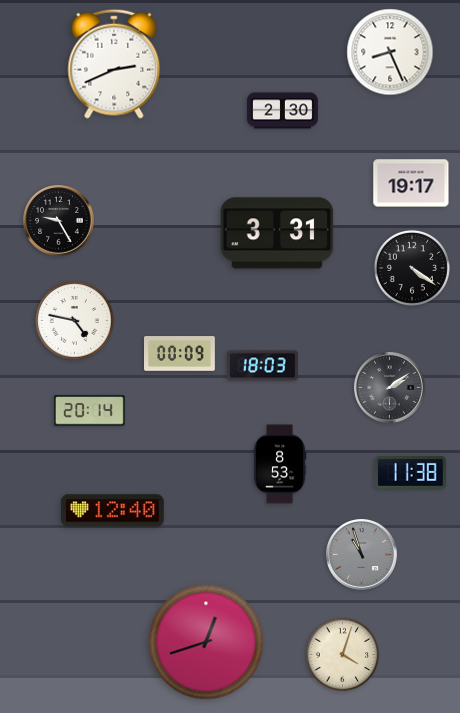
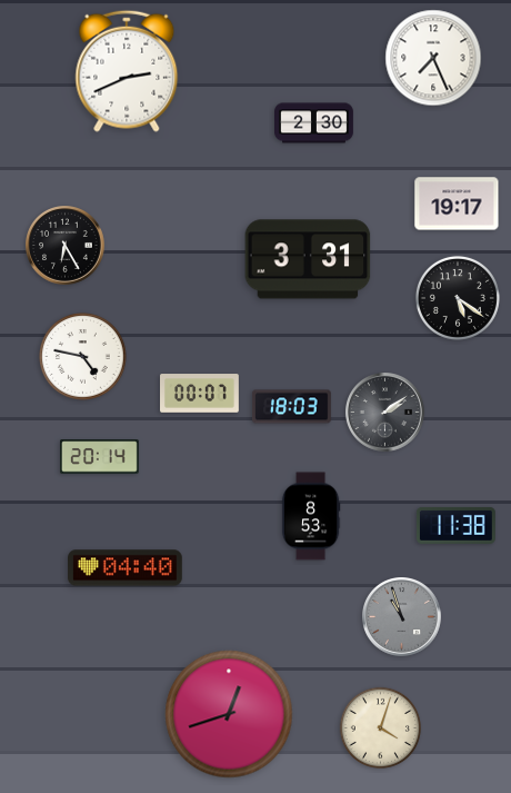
clock at (390, 52): 8:26 -> 7:26
clock at (59, 221): 9:25 -> 6:25
clock at (412, 268): 4:21 -> 5:21
clock at (180, 354): 00:09 -> 00:07
clock at (390, 388) position: (390, 388) -> (385, 413)
clock at (113, 511): 12:40 -> 04:40
